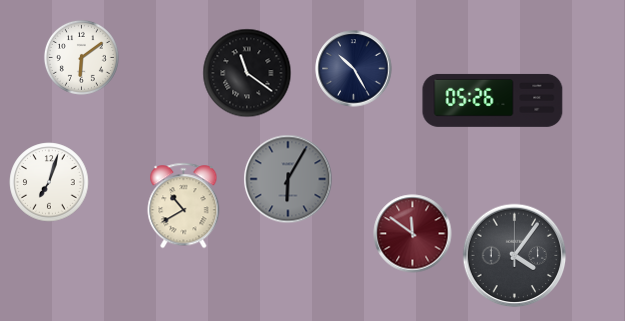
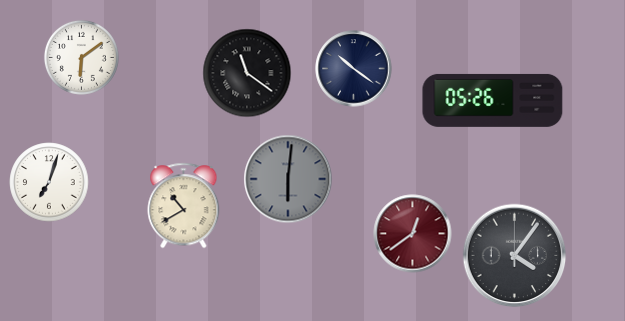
clock at (354, 69): 10:25 -> 10:21
clock at (288, 179): 6:05 -> 6:01
clock at (413, 234): 11:51 -> 12:39
